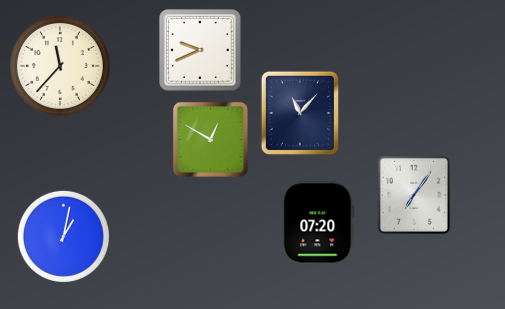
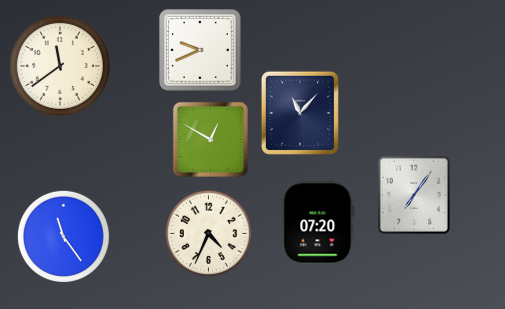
clock at (60, 66): 11:37 -> 11:39
clock at (208, 233): none -> 4:34
clock at (63, 236): 1:02 -> 11:24
